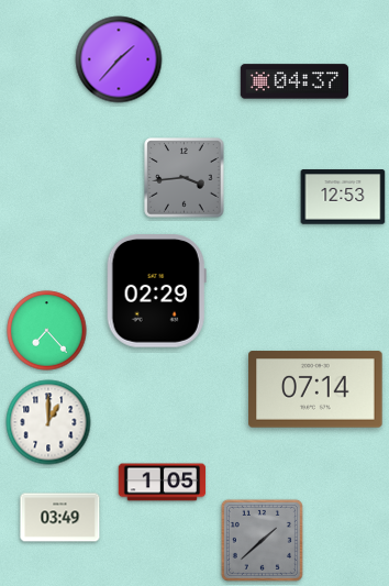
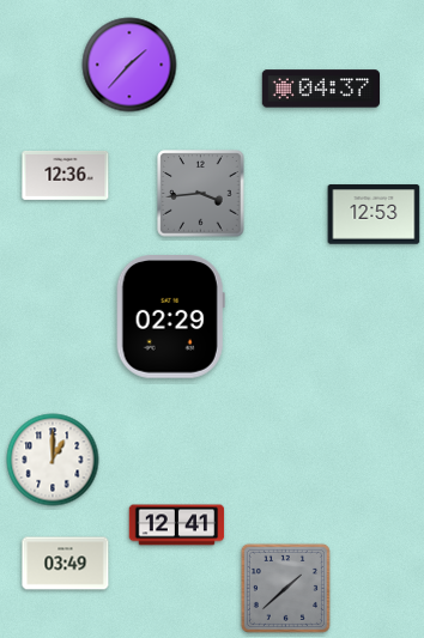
clock at (66, 175): none -> 12:36
clock at (47, 331): 7:23 -> none
clock at (315, 389): 07:14 -> none
clock at (163, 483): 1:05 -> 12:41
